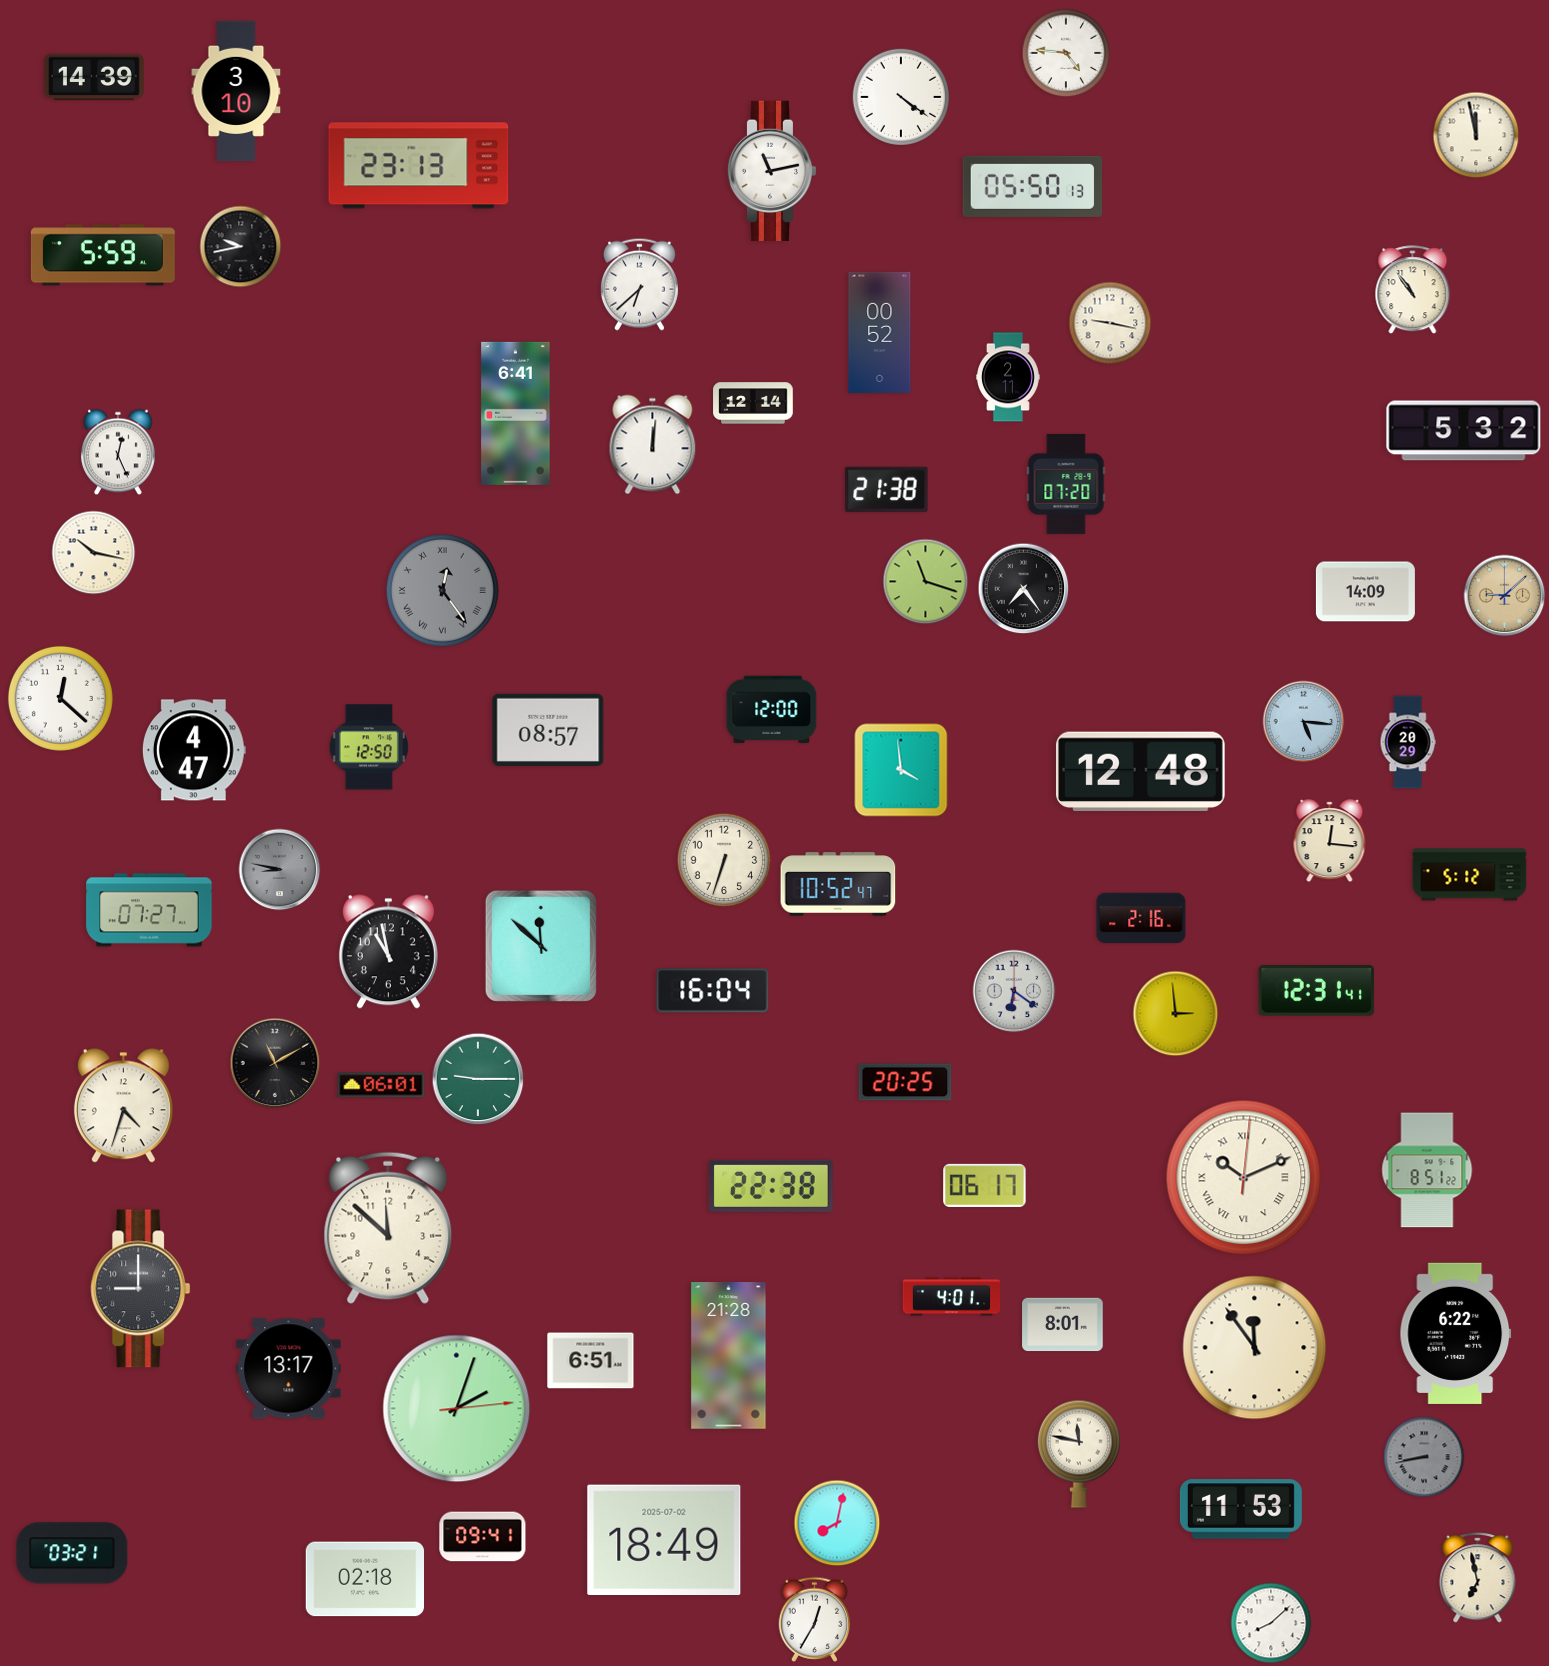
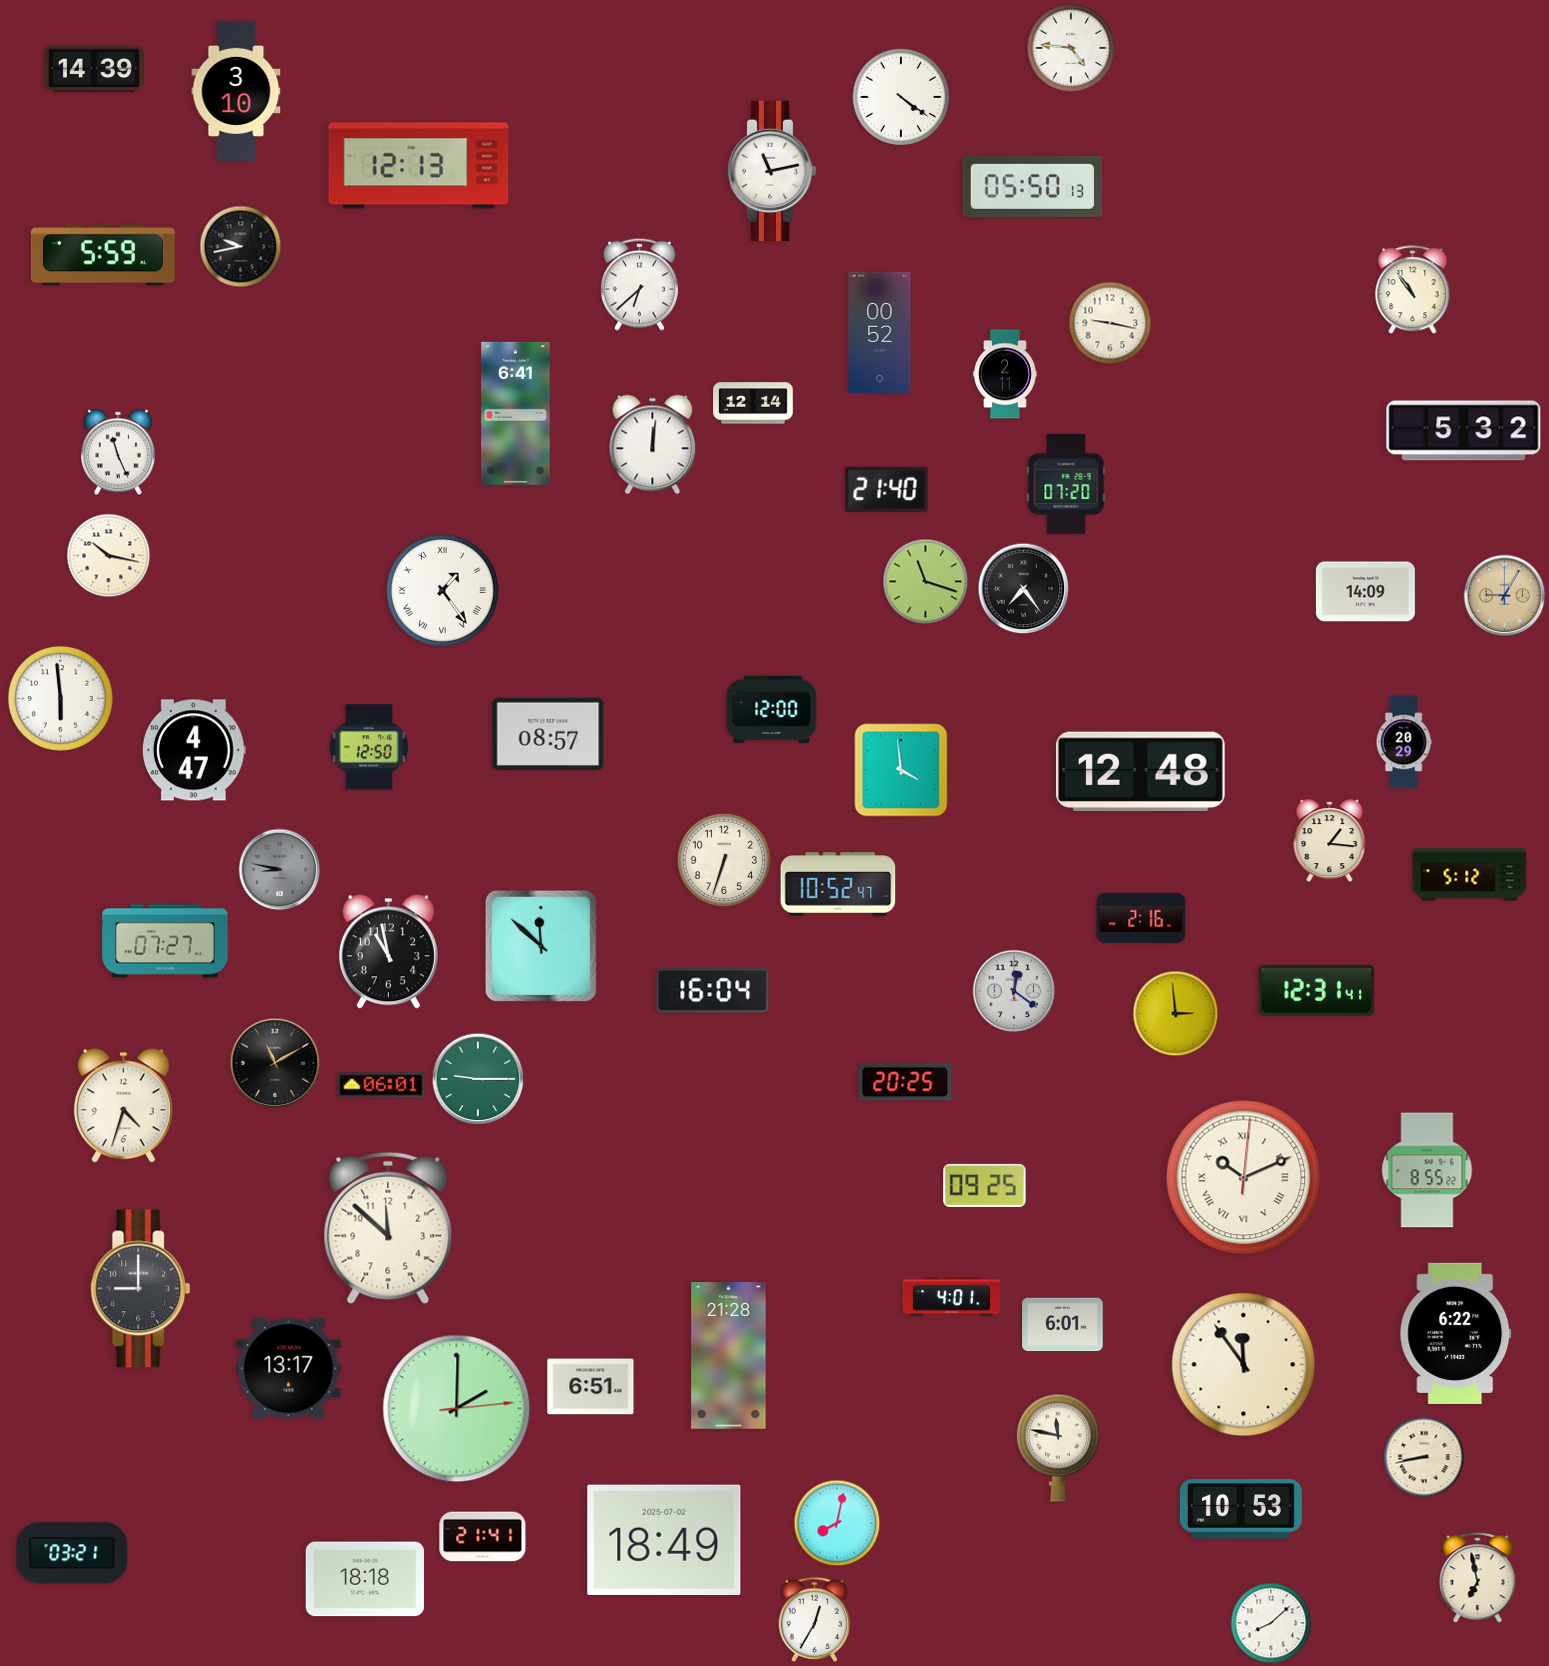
clock at (1066, 53) position: (1066, 53) -> (1071, 48)
clock at (94, 77) position: (94, 77) -> (94, 69)
clock at (1476, 135): 11:58 -> none
clock at (419, 166): 23:13 -> 12:13
clock at (1008, 377) position: (1008, 377) -> (1005, 374)
clock at (118, 452): 12:26 -> 11:26
clock at (887, 489): 21:38 -> 21:40
clock at (94, 553) position: (94, 553) -> (109, 556)
clock at (443, 591): 12:24 -> 1:24
clock at (443, 591) dial: grey -> white
clock at (1505, 596): 9:08 -> 9:05
clock at (60, 698): 12:22 -> 5:59
clock at (1304, 722): 5:16 -> none
clock at (548, 730) position: (548, 730) -> (548, 734)
clock at (1408, 742) position: (1408, 742) -> (1404, 742)
clock at (1330, 841): 12:16 -> 1:16
clock at (149, 910) position: (149, 910) -> (165, 941)
clock at (1014, 991): 6:21 -> 12:21
clock at (1427, 1170): 8:51 -> 8:55
clock at (985, 1185): 06:17 -> 09:25
clock at (771, 1186): 22:38 -> none
clock at (1063, 1325): 8:01 -> 6:01
clock at (1255, 1348) position: (1255, 1348) -> (1244, 1365)
clock at (591, 1361) position: (591, 1361) -> (591, 1387)
clock at (457, 1409): 2:03 -> 2:00
clock at (1079, 1454) position: (1079, 1454) -> (1058, 1448)
clock at (1424, 1457) dial: grey -> cream
clock at (1241, 1509): 11:53 -> 10:53
clock at (483, 1537): 09:41 -> 21:41
clock at (364, 1579): 02:18 -> 18:18
